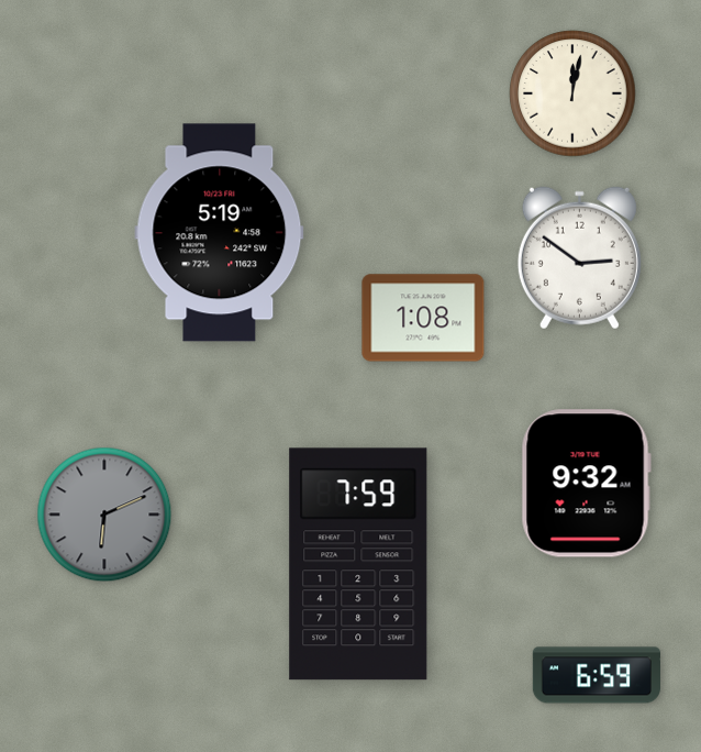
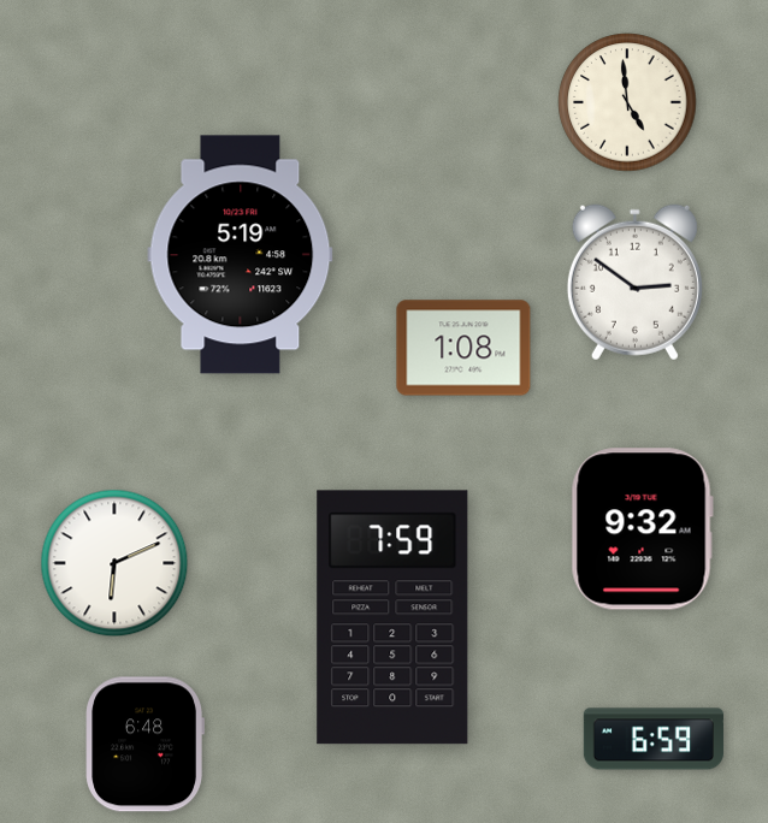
clock at (572, 93): 12:02 -> 4:59
clock at (104, 515) dial: grey -> white
clock at (144, 745): none -> 6:48
